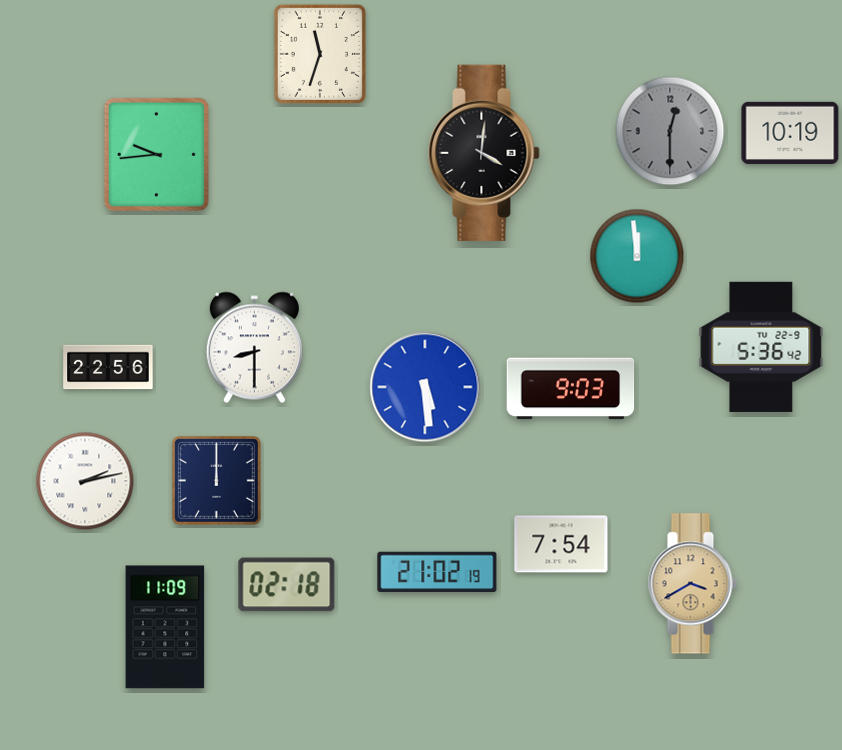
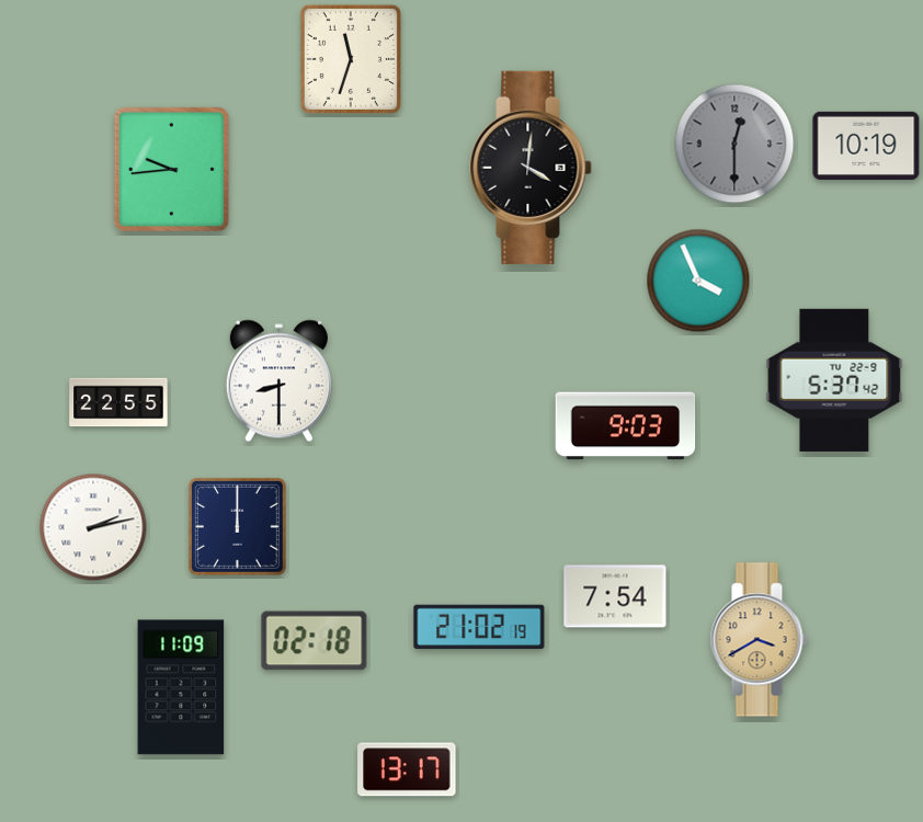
clock at (637, 256): 11:59 -> 3:56
clock at (761, 347): 5:36 -> 5:37
clock at (108, 367): 22:56 -> 22:55
clock at (425, 387): 5:29 -> none
clock at (407, 769): none -> 13:17
